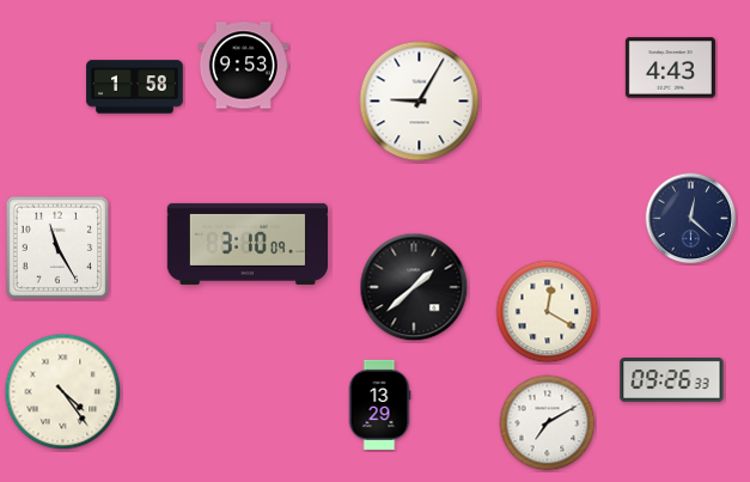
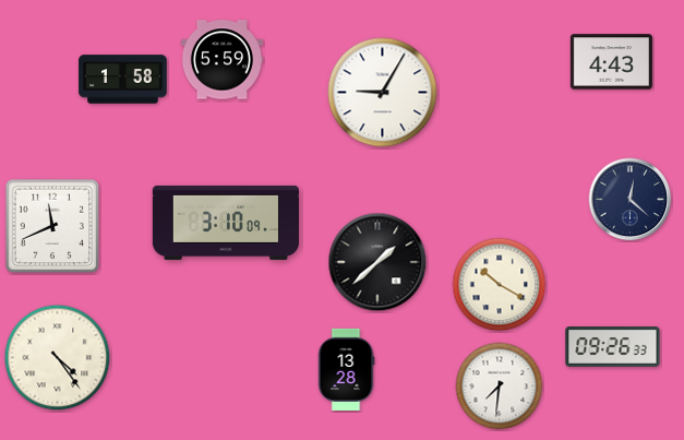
clock at (243, 66): 9:53 -> 5:59
clock at (57, 248): 11:25 -> 11:41
clock at (548, 312): 12:20 -> 10:20
clock at (379, 404): 13:29 -> 13:28
clock at (548, 423): 7:10 -> 7:31
